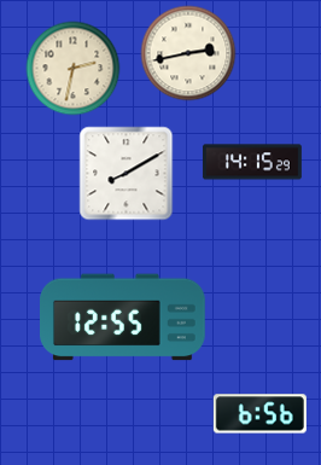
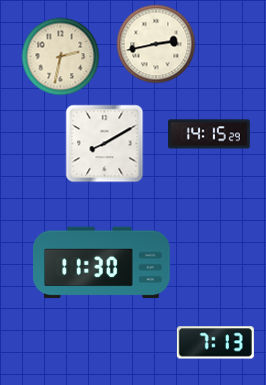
clock at (123, 318): 12:55 -> 11:30
clock at (259, 414): 6:56 -> 7:13
